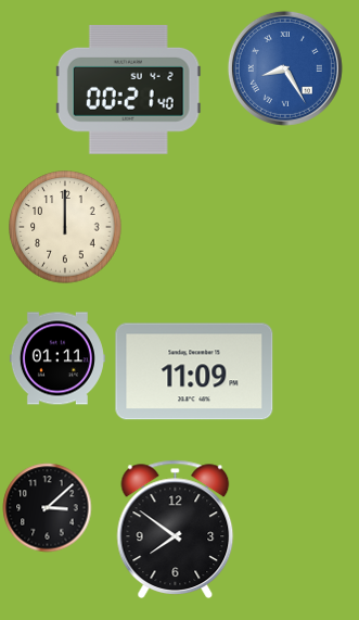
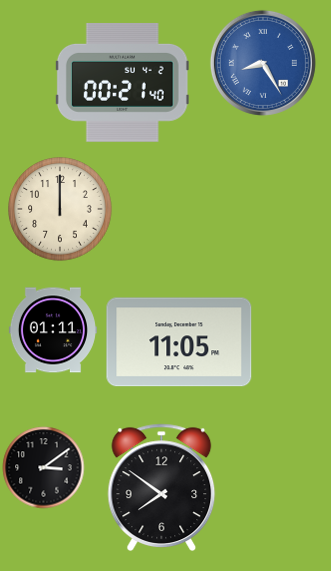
clock at (128, 89) position: (128, 89) -> (122, 82)
clock at (194, 371): 11:09 -> 11:05
clock at (48, 508): 3:08 -> 3:09
